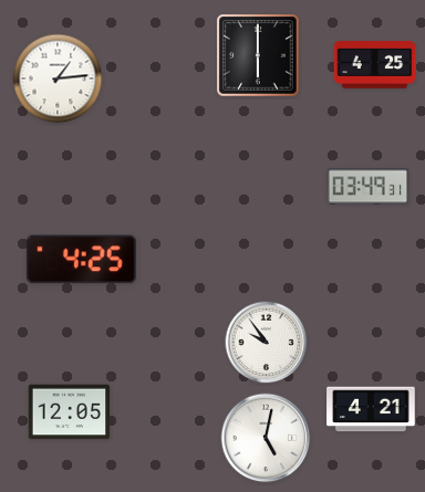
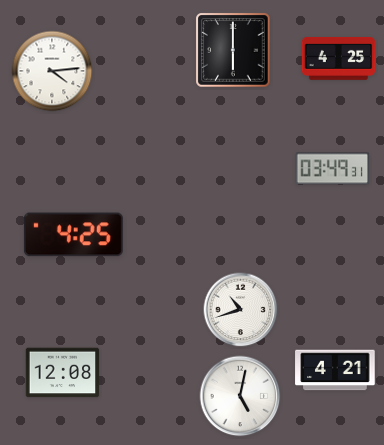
clock at (58, 78): 1:14 -> 4:14
clock at (267, 343): 9:54 -> 10:42
clock at (70, 412): 12:05 -> 12:08
